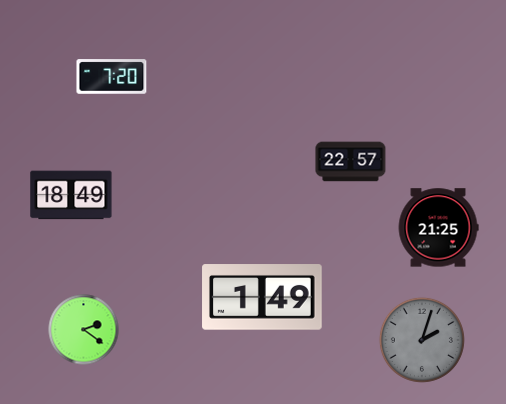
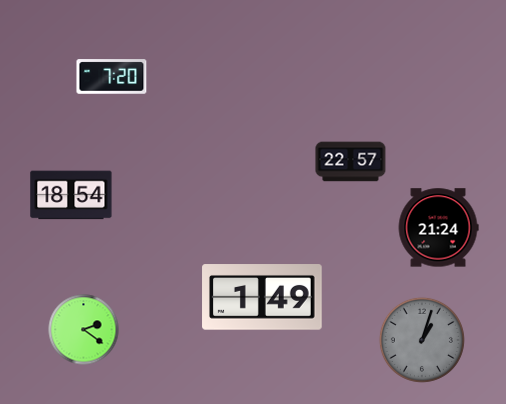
clock at (71, 195): 18:49 -> 18:54
clock at (438, 228): 21:25 -> 21:24
clock at (422, 340): 2:03 -> 1:03
